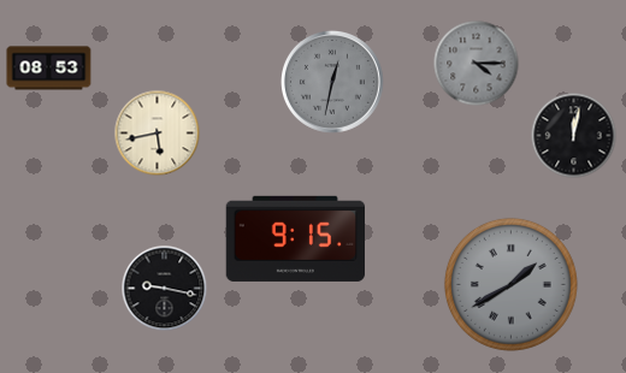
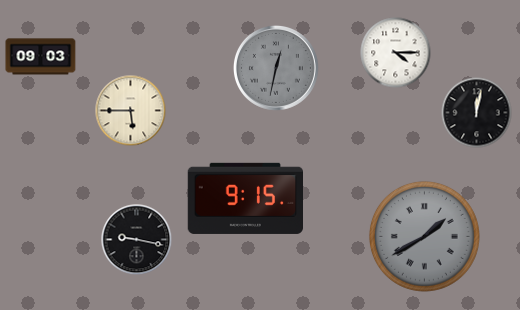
clock at (477, 64) dial: grey -> white
clock at (49, 69): 08:53 -> 09:03
clock at (158, 134): 5:43 -> 5:45
